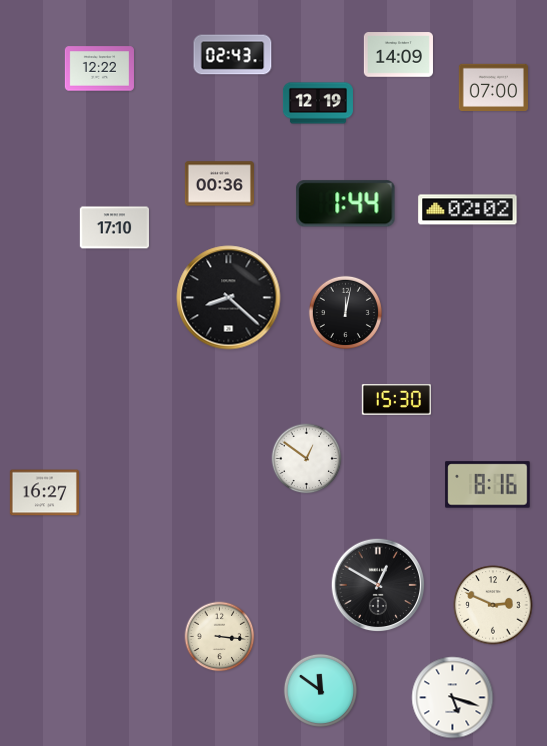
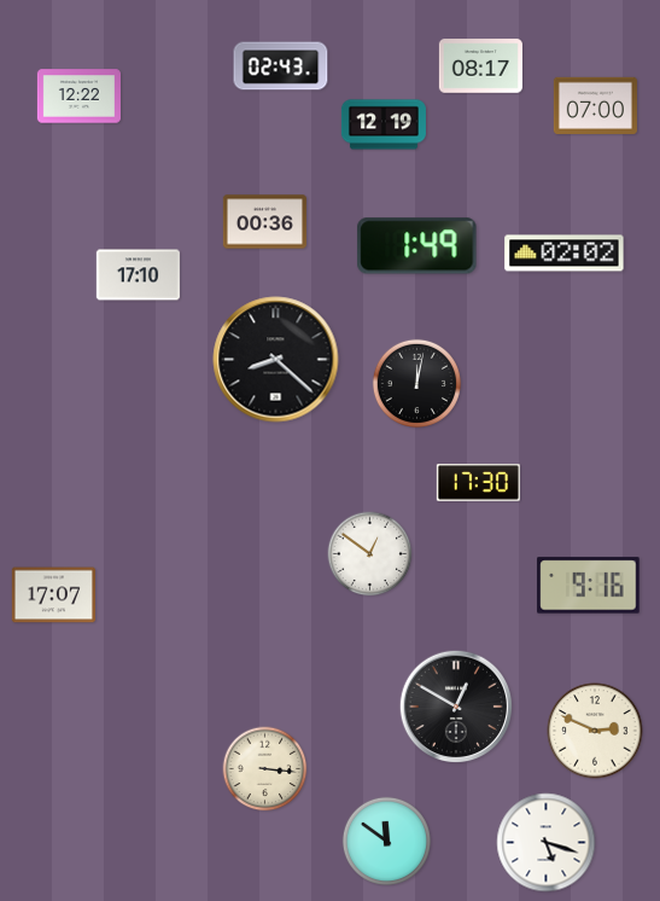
clock at (398, 55): 14:09 -> 08:17
clock at (99, 69) position: (99, 69) -> (78, 97)
clock at (346, 204): 1:44 -> 1:49
clock at (345, 312) position: (345, 312) -> (416, 383)
clock at (396, 400): 15:30 -> 17:30
clock at (488, 485): 8:16 -> 9:16
clock at (44, 493): 16:27 -> 17:07
clock at (320, 690) position: (320, 690) -> (386, 841)
